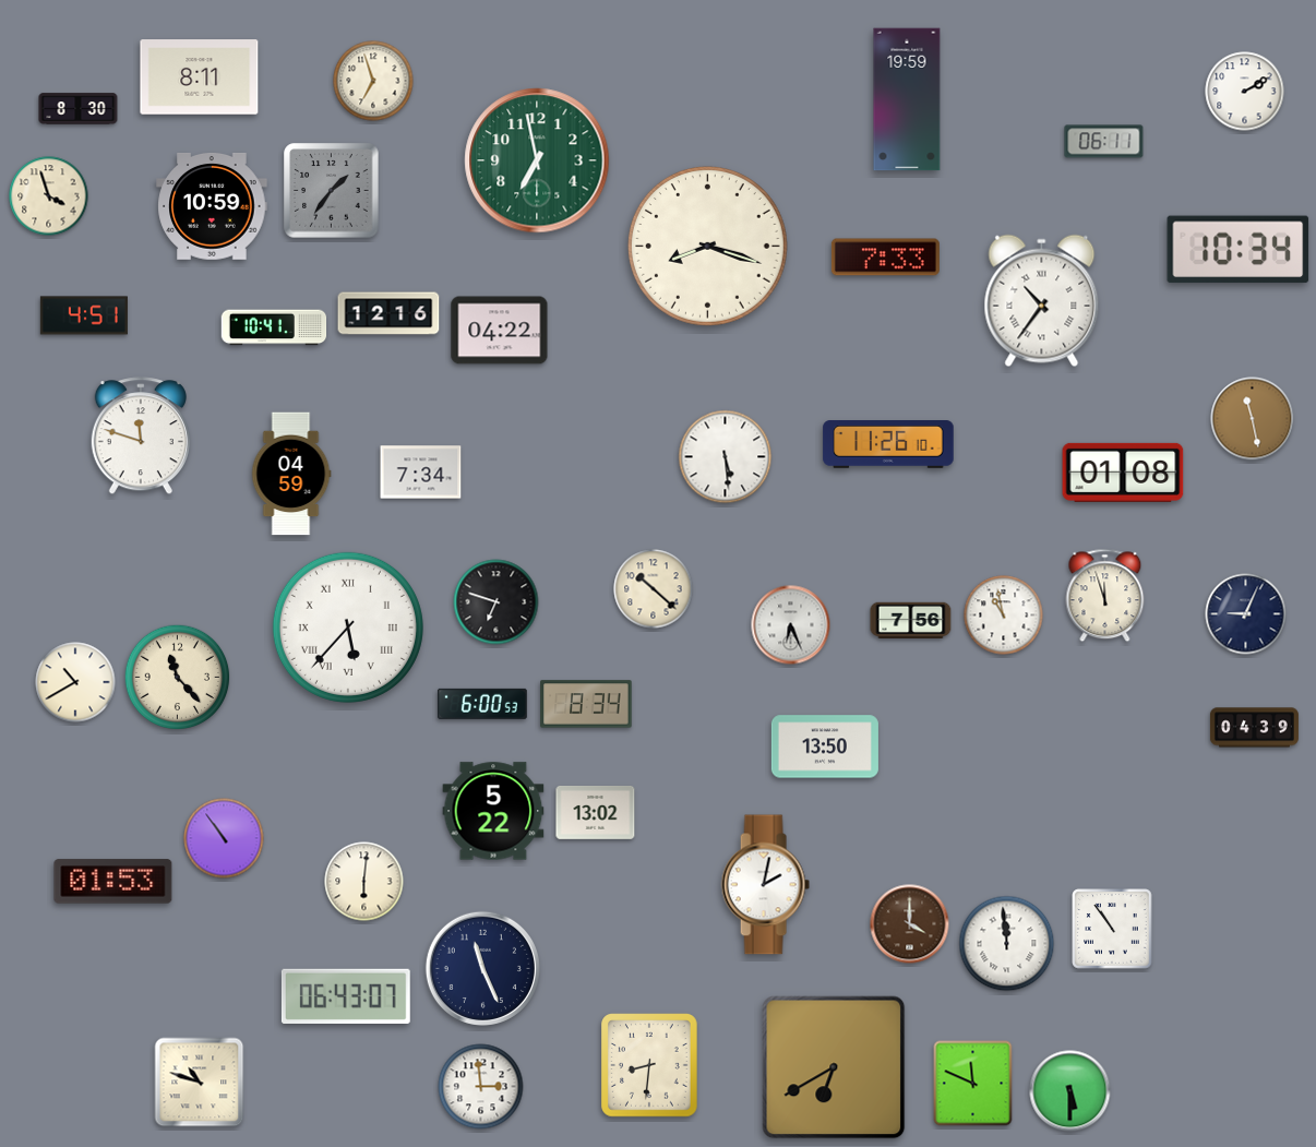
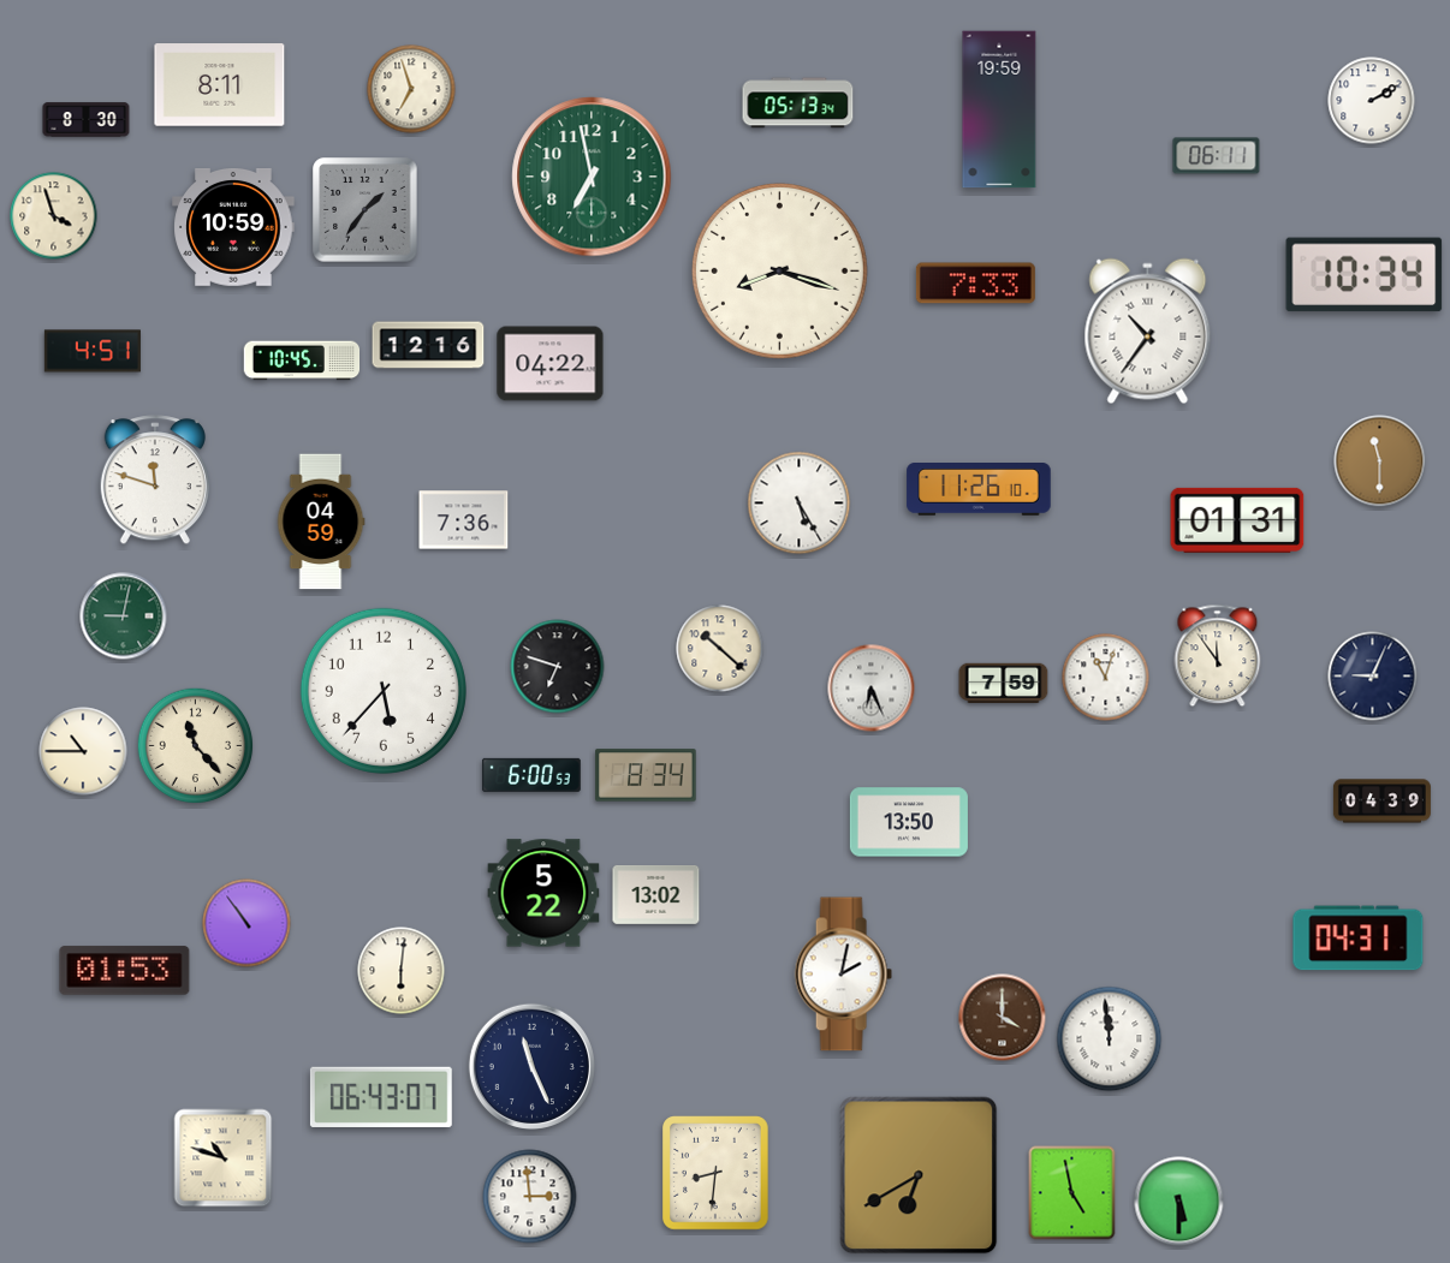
clock at (798, 103): none -> 05:13
clock at (84, 315) position: (84, 315) -> (93, 351)
clock at (274, 327): 10:41 -> 10:45
clock at (1253, 419): 11:28 -> 11:30
clock at (726, 457): 5:29 -> 5:25
clock at (421, 473): 7:34 -> 7:36
clock at (1123, 473): 01:08 -> 01:31
clock at (124, 616): none -> 9:02
clock at (1105, 596): 11:57 -> 11:54
clock at (497, 602) position: (497, 602) -> (558, 667)
clock at (1004, 616): 10:58 -> 11:03
clock at (911, 620): 7:56 -> 7:59
clock at (348, 628) numerals: Roman -> Arabic
clock at (75, 682): 10:40 -> 10:45
clock at (1359, 939): none -> 04:31
clock at (1112, 929): 10:54 -> none
clock at (200, 1083) position: (200, 1083) -> (224, 1158)
clock at (973, 1084): 11:49 -> 4:58
